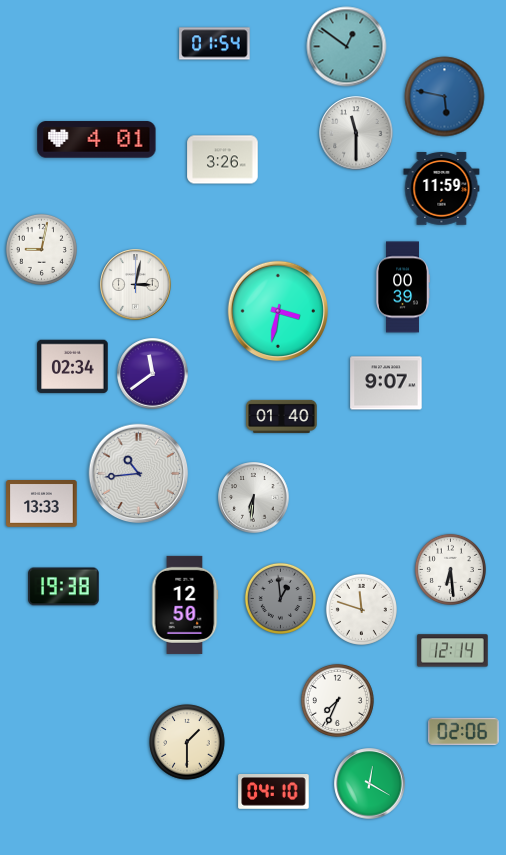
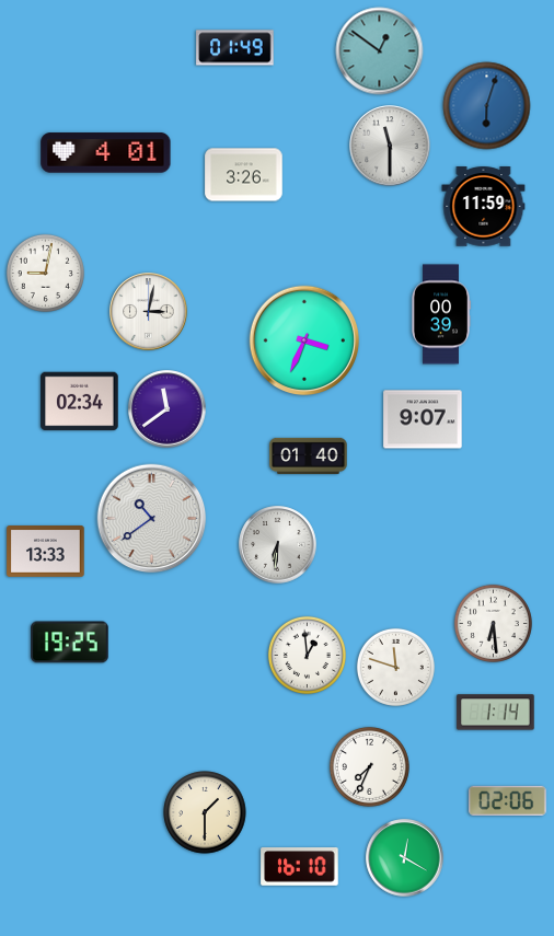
clock at (215, 44): 01:54 -> 01:49
clock at (445, 97): 5:47 -> 6:03
clock at (278, 311): 3:32 -> 3:34
clock at (139, 474): 10:44 -> 10:39
clock at (64, 587): 19:38 -> 19:25
clock at (280, 598) dial: grey -> white
clock at (185, 605): 12:50 -> none
clock at (453, 651): 12:14 -> 1:14
clock at (274, 792): 04:10 -> 16:10
